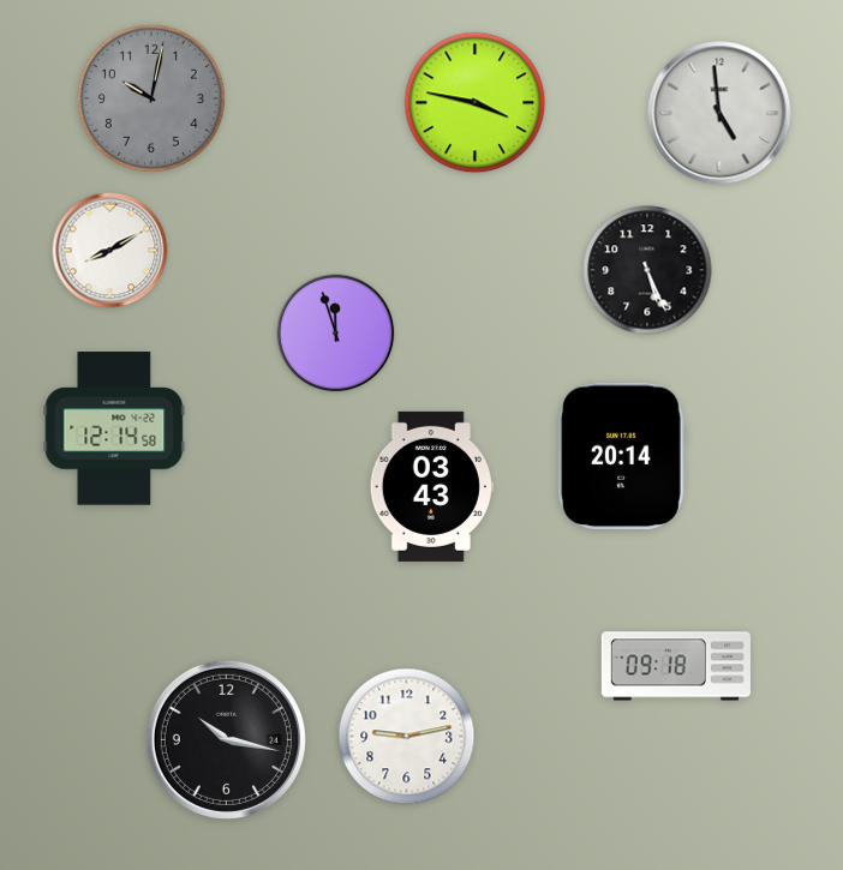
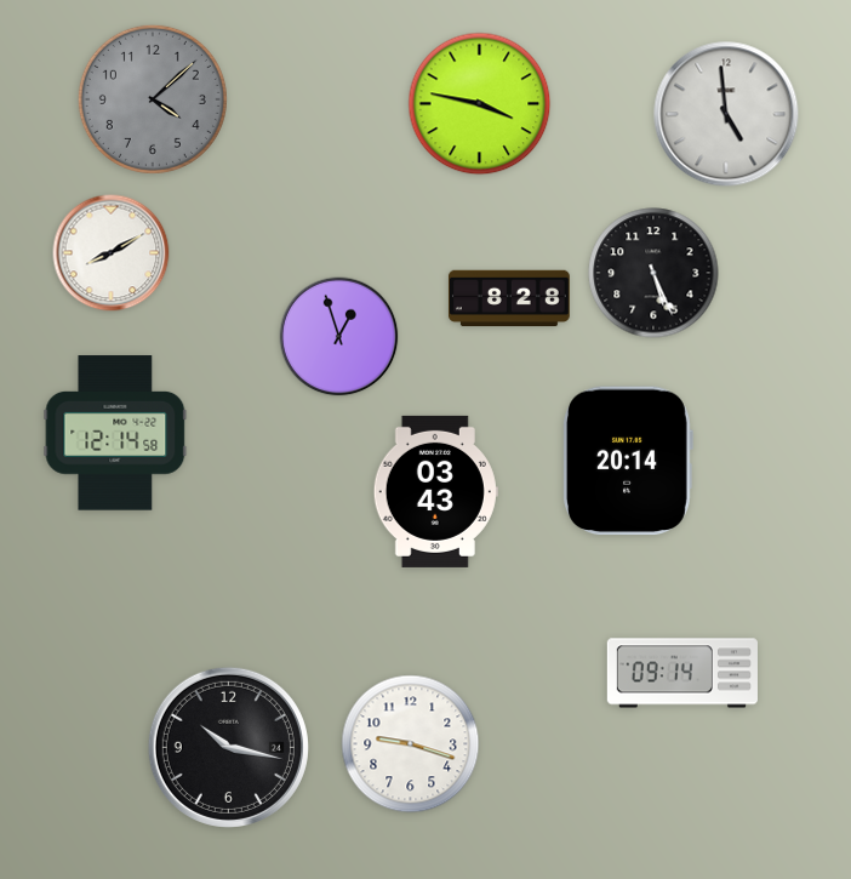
clock at (151, 98): 10:02 -> 4:08
clock at (509, 298): none -> 8:28
clock at (336, 334): 11:57 -> 12:57
clock at (676, 666): 09:18 -> 09:14
clock at (407, 737): 9:13 -> 9:18
